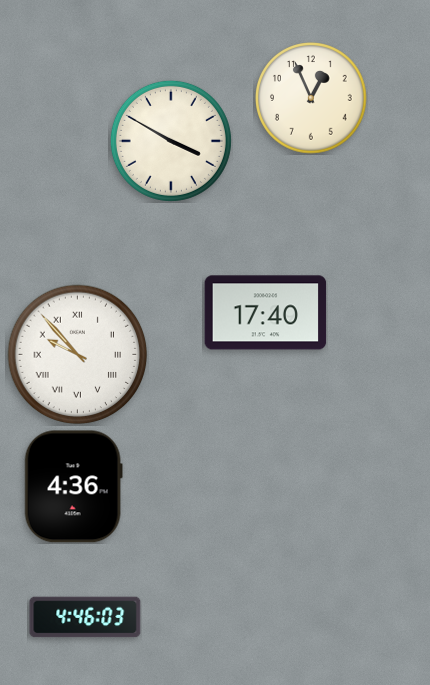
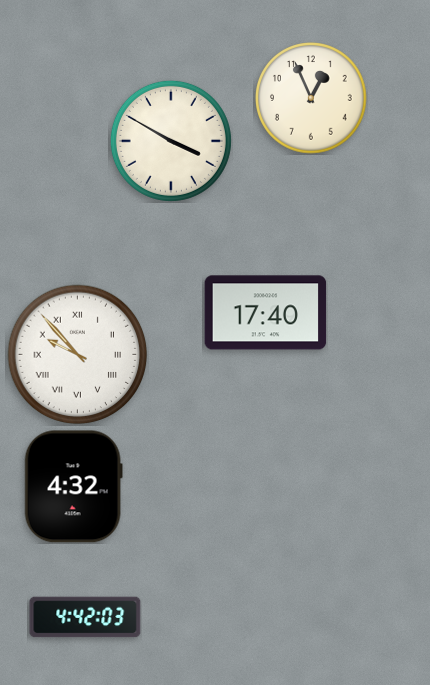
clock at (73, 487): 4:36 -> 4:32
clock at (85, 617): 4:46 -> 4:42
